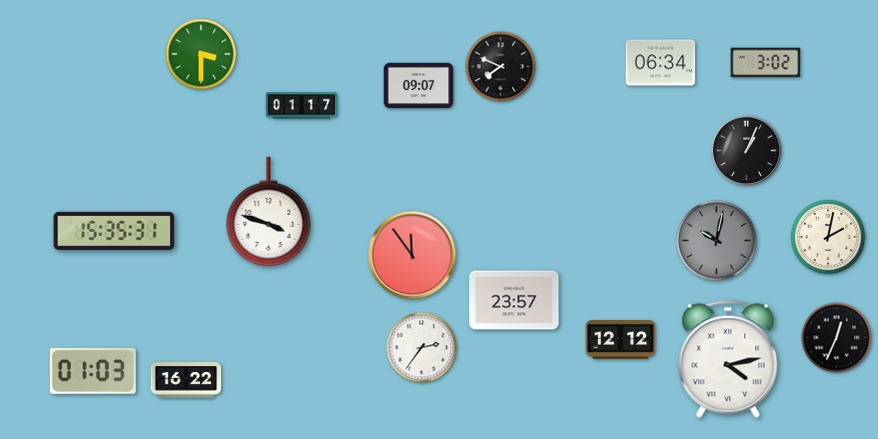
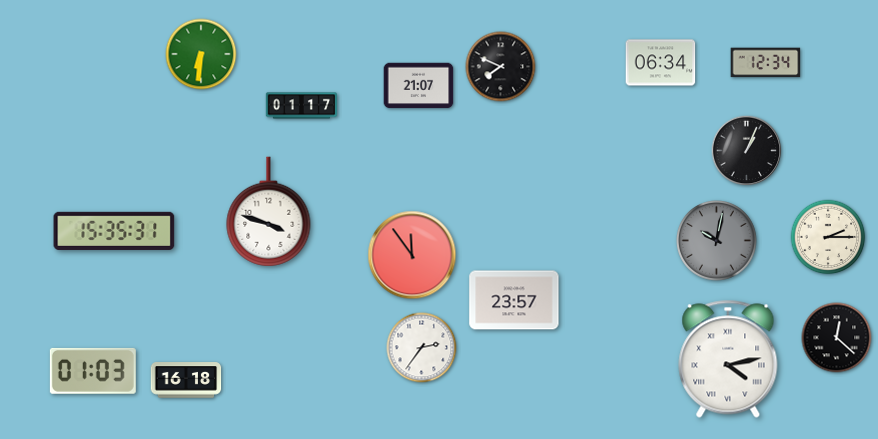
clock at (201, 54): 3:30 -> 6:31
clock at (766, 63): 3:02 -> 12:34
clock at (419, 86): 09:07 -> 21:07
clock at (828, 237): 2:02 -> 2:15
clock at (837, 338): 12:34 -> 12:22
clock at (621, 339): 12:12 -> none
clock at (186, 380): 16:22 -> 16:18
